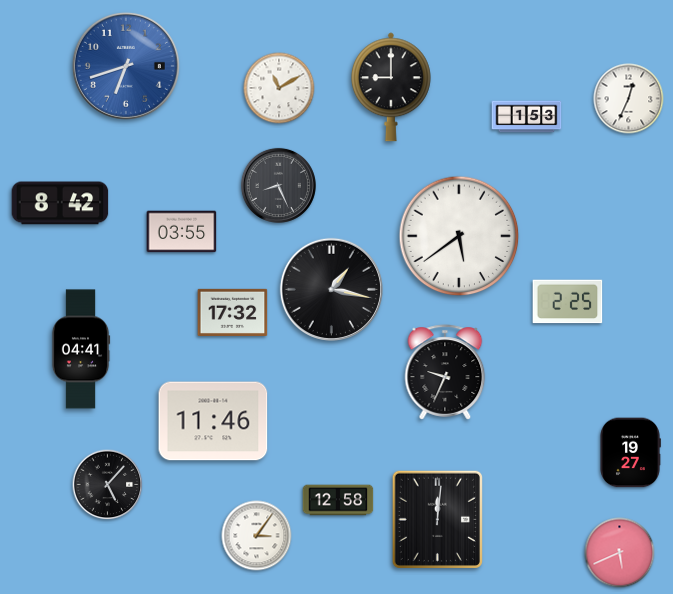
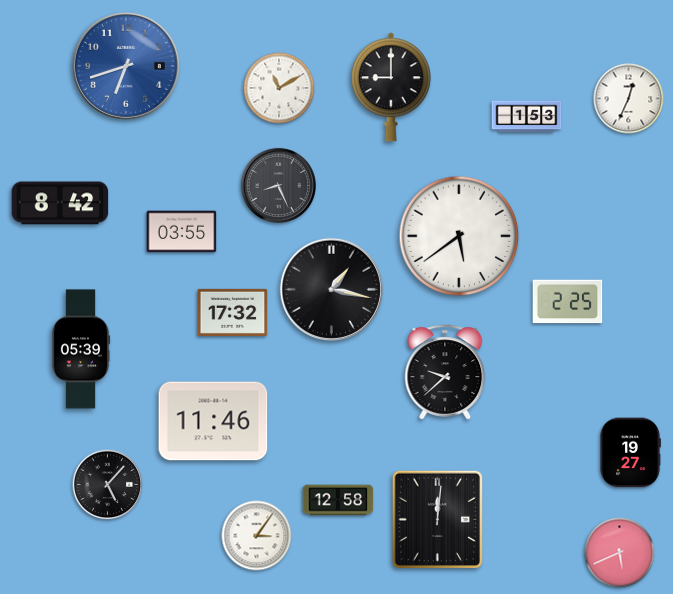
clock at (81, 349): 04:41 -> 05:39
clock at (445, 372): 9:34 -> 9:38
